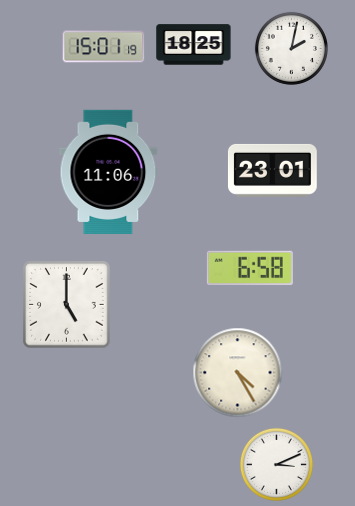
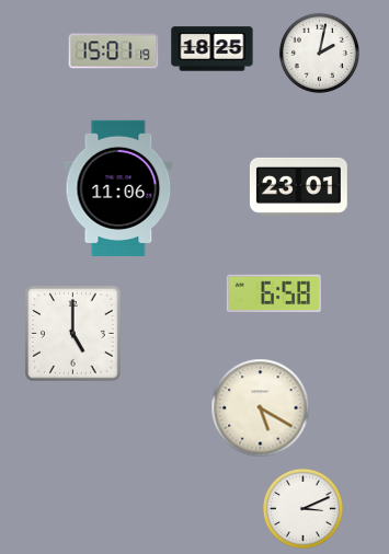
clock at (238, 373): 4:25 -> 5:20
